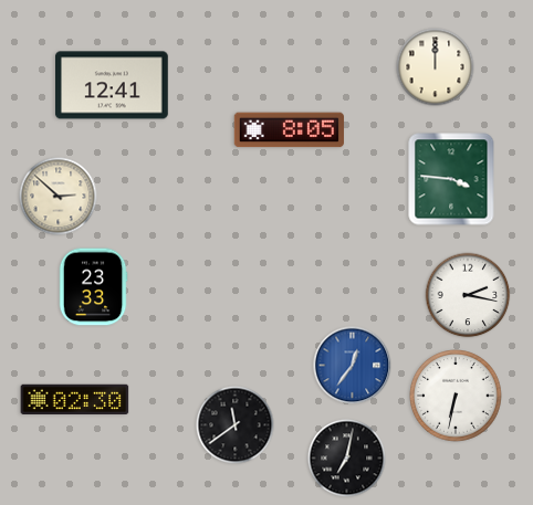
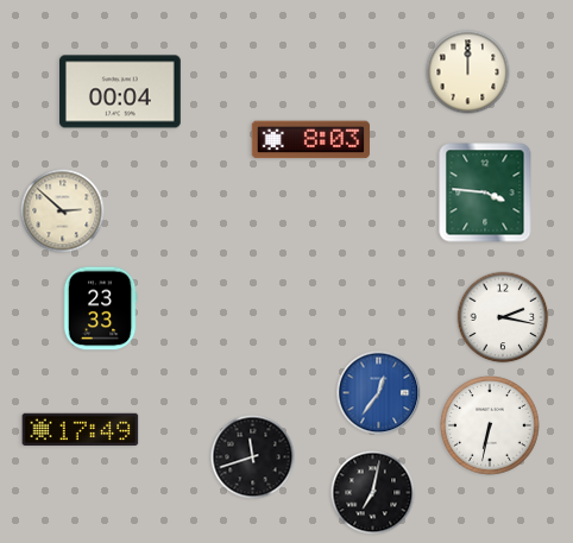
clock at (113, 85): 12:41 -> 00:04
clock at (289, 130): 8:05 -> 8:03
clock at (75, 399): 02:30 -> 17:49
clock at (236, 425): 11:39 -> 11:42
